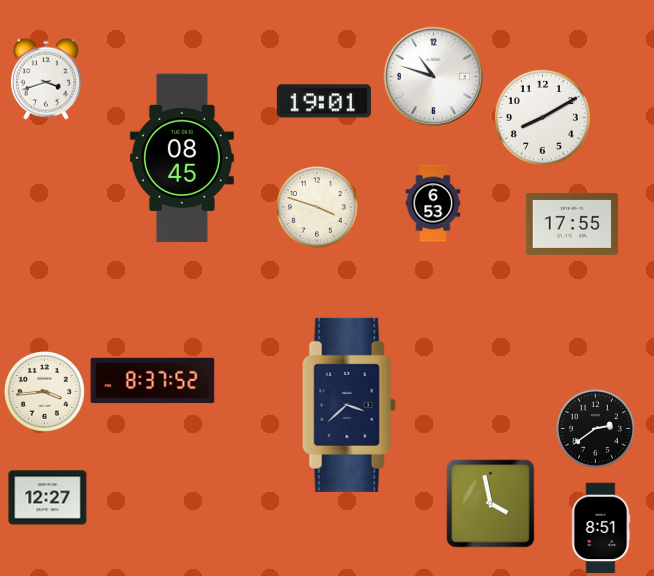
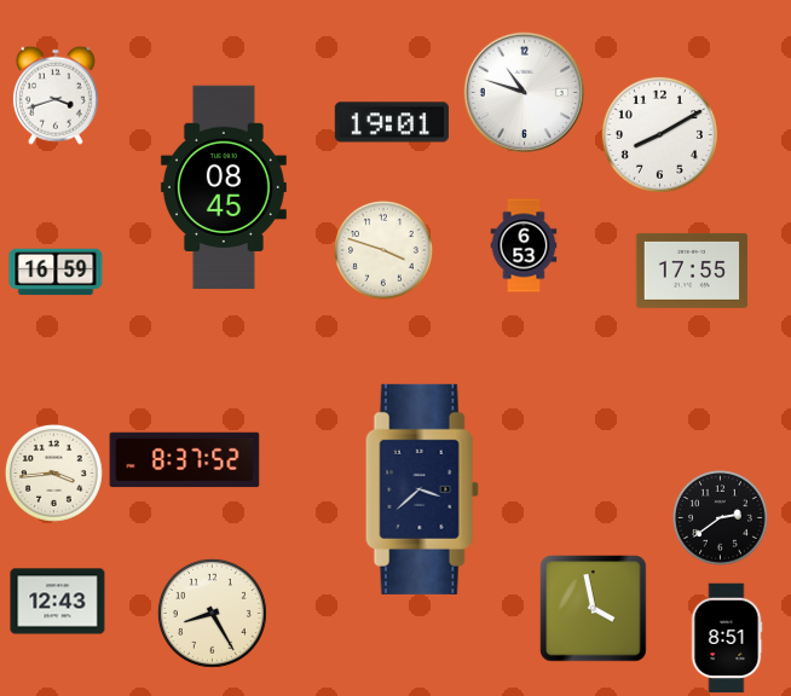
clock at (542, 117) position: (542, 117) -> (659, 134)
clock at (182, 158) position: (182, 158) -> (224, 187)
clock at (56, 272): none -> 16:59
clock at (48, 498): 12:27 -> 12:43
clock at (212, 613): none -> 8:25
